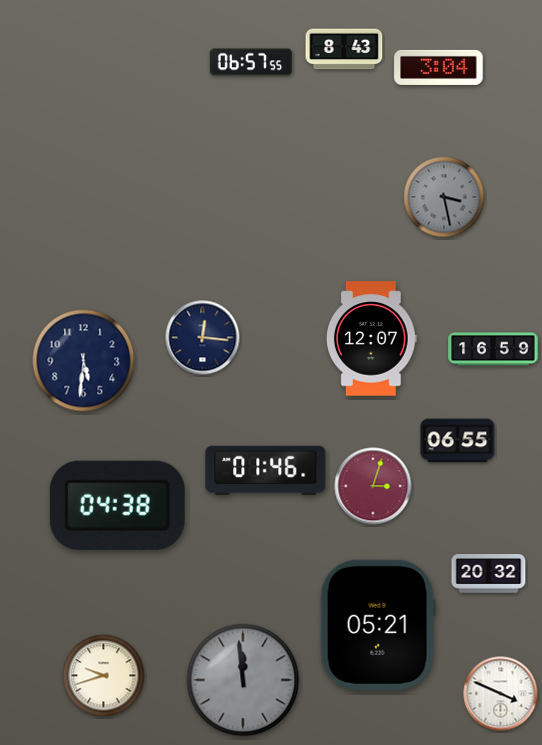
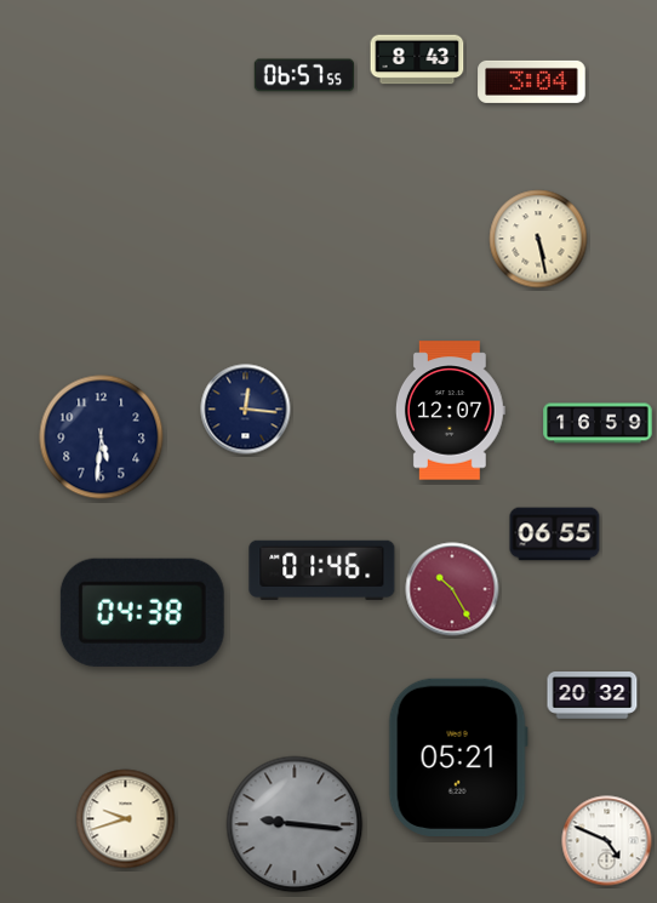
clock at (444, 197): 3:28 -> 5:28
clock at (444, 197) dial: grey -> cream
clock at (373, 486): 3:03 -> 10:25
clock at (243, 680): 11:59 -> 9:16
clock at (501, 694): 3:49 -> 4:49
